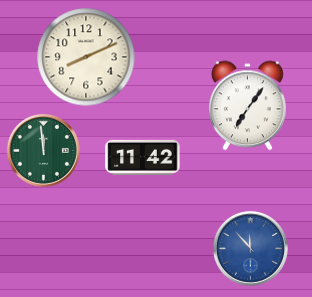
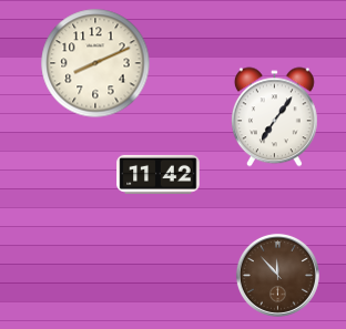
clock at (43, 150): 11:59 -> none
clock at (250, 248) dial: blue -> brown
